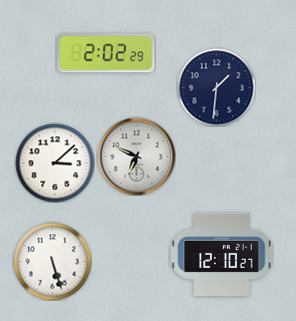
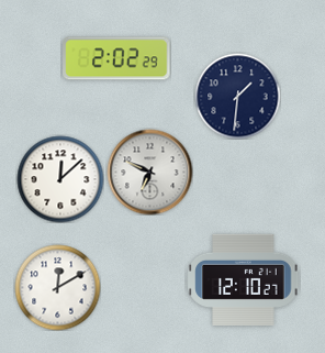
clock at (55, 163): 3:08 -> 12:08
clock at (52, 261): 5:27 -> 12:10
